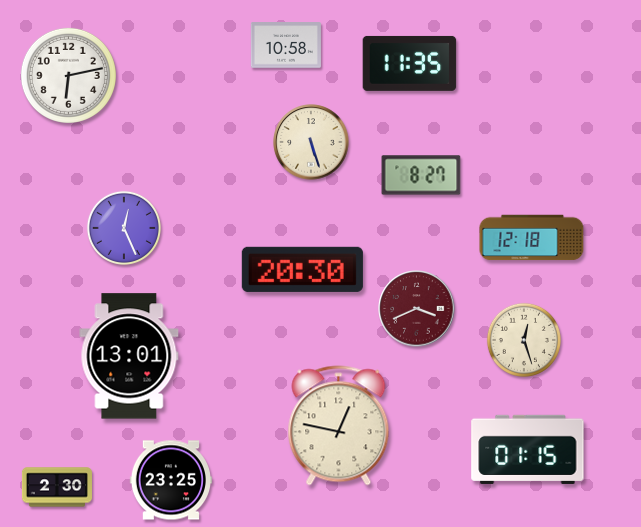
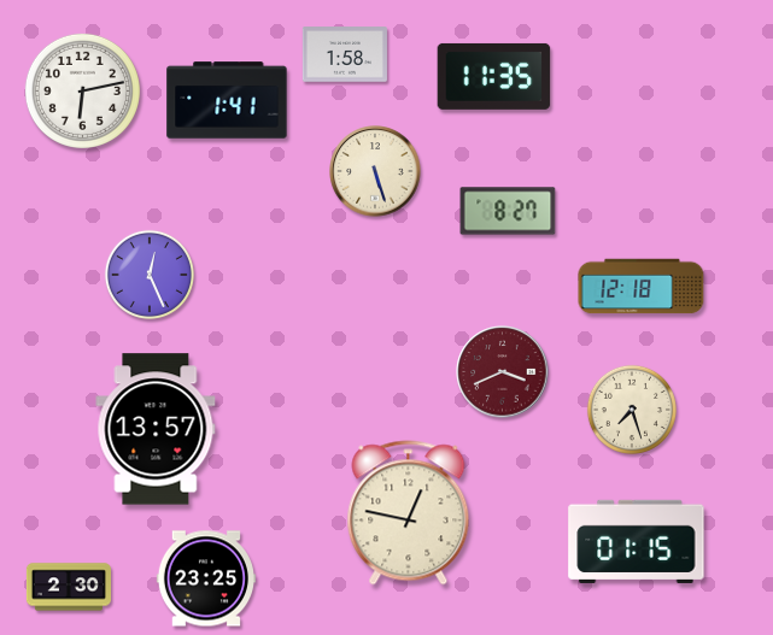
clock at (286, 45): 10:58 -> 1:58
clock at (227, 100): none -> 1:41
clock at (302, 269): 20:30 -> none
clock at (524, 340): 12:27 -> 7:27
clock at (129, 356): 13:01 -> 13:57
